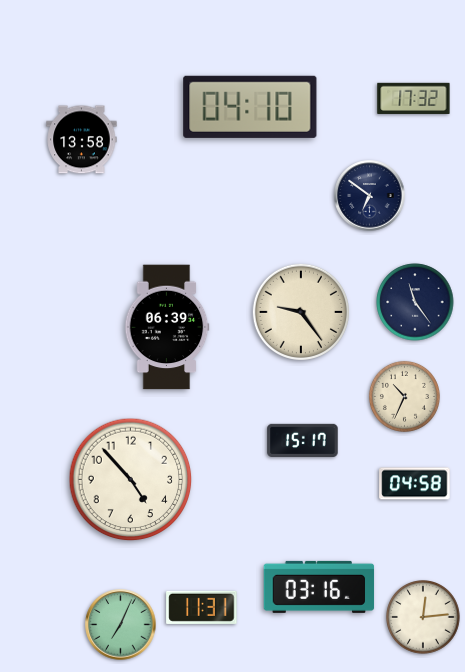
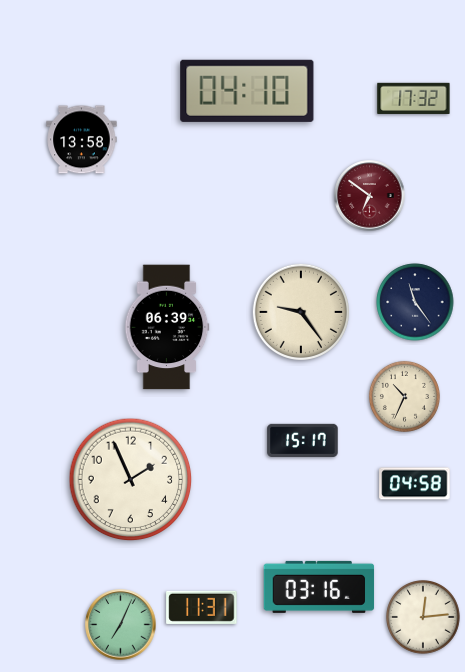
clock at (250, 107) position: (250, 107) -> (247, 91)
clock at (370, 196) dial: navy -> burgundy
clock at (131, 480): 4:53 -> 1:56
